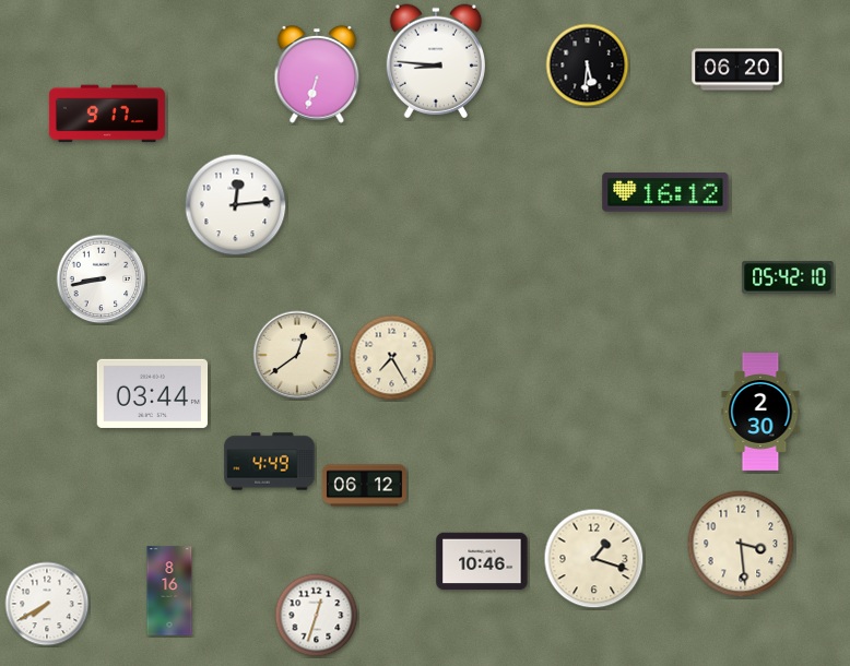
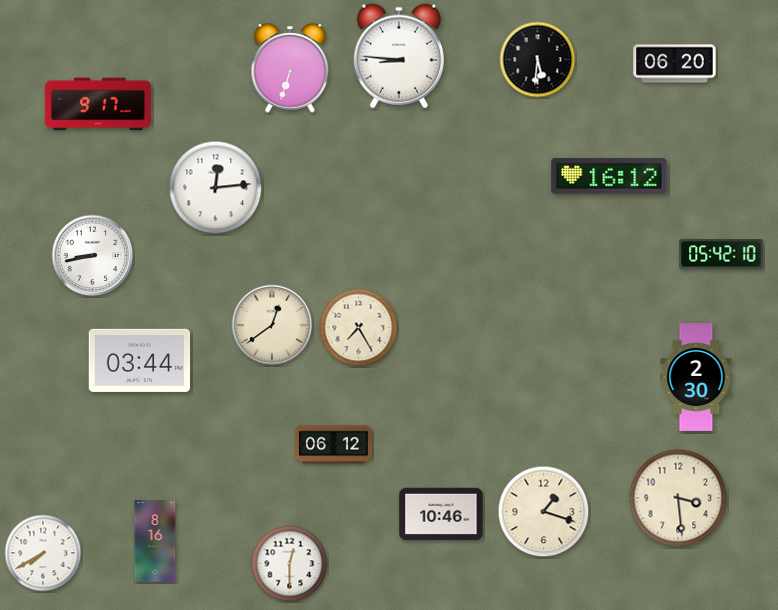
clock at (270, 462): 4:49 -> none
clock at (317, 616): 12:33 -> 12:30
